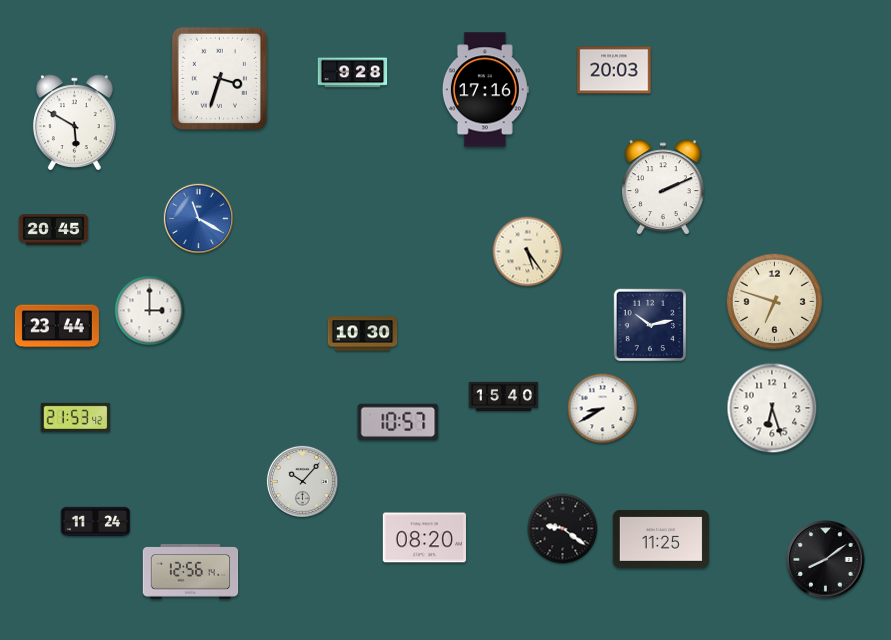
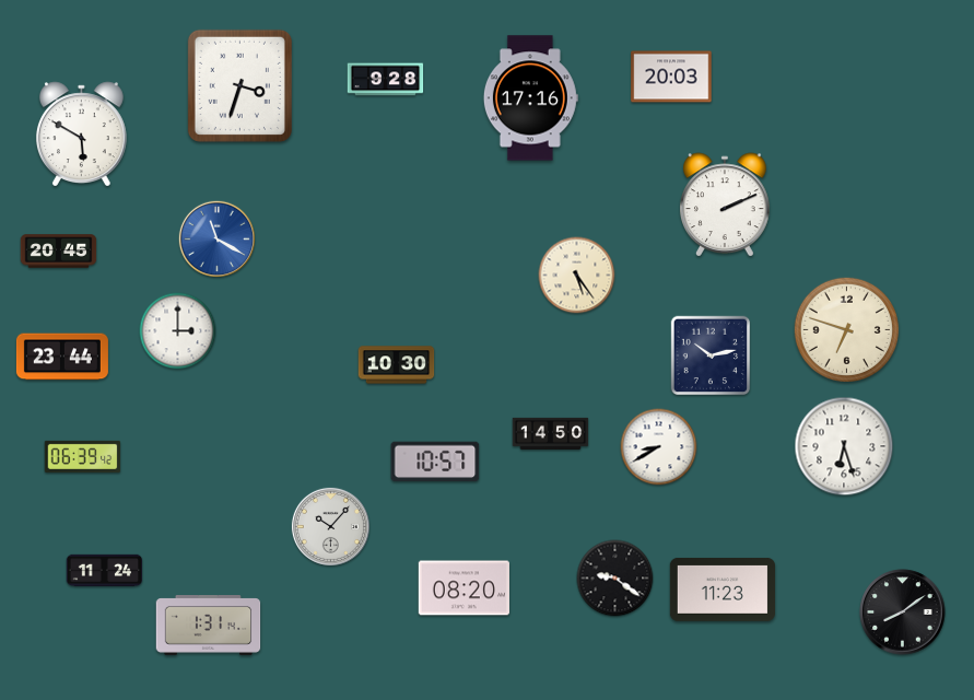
clock at (150, 311) position: (150, 311) -> (178, 331)
clock at (504, 396): 15:40 -> 14:50
clock at (76, 417): 21:53 -> 06:39
clock at (661, 539): 11:25 -> 11:23
clock at (191, 572): 12:56 -> 1:31
